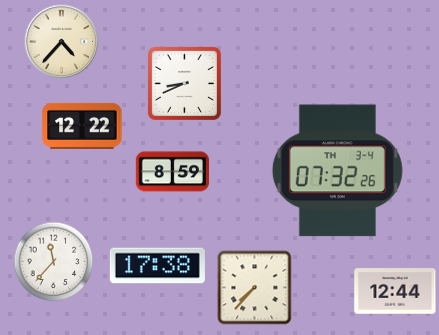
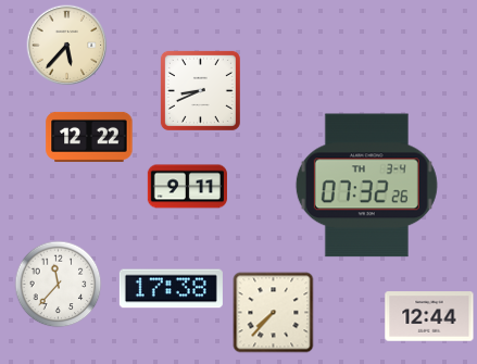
clock at (62, 42): 4:37 -> 5:37
clock at (172, 172): 8:59 -> 9:11
clock at (255, 288) position: (255, 288) -> (274, 313)
